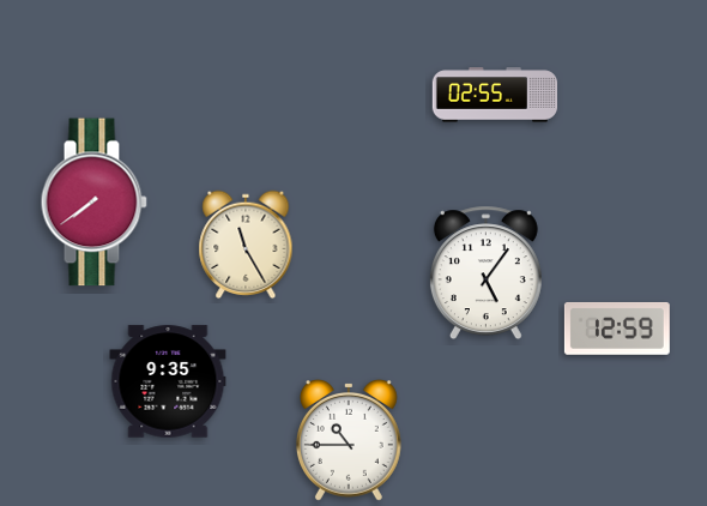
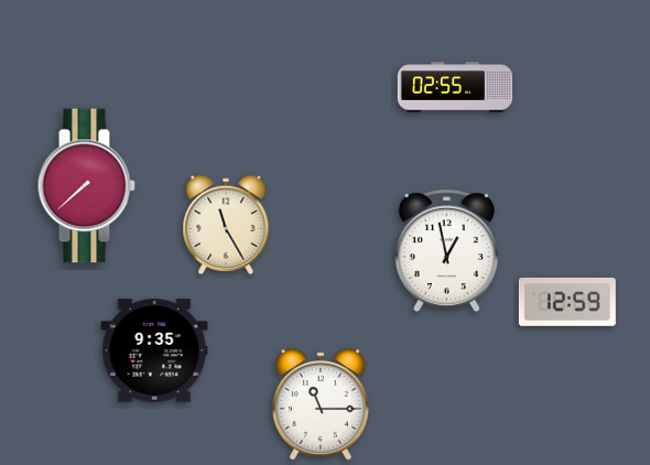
clock at (93, 203): 7:39 -> 7:38
clock at (485, 273): 5:06 -> 12:58
clock at (349, 441): 10:45 -> 11:15
